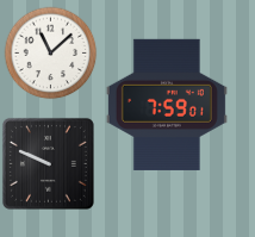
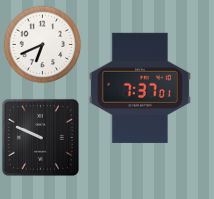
clock at (50, 52): 11:08 -> 6:41
clock at (167, 105): 7:59 -> 7:37
